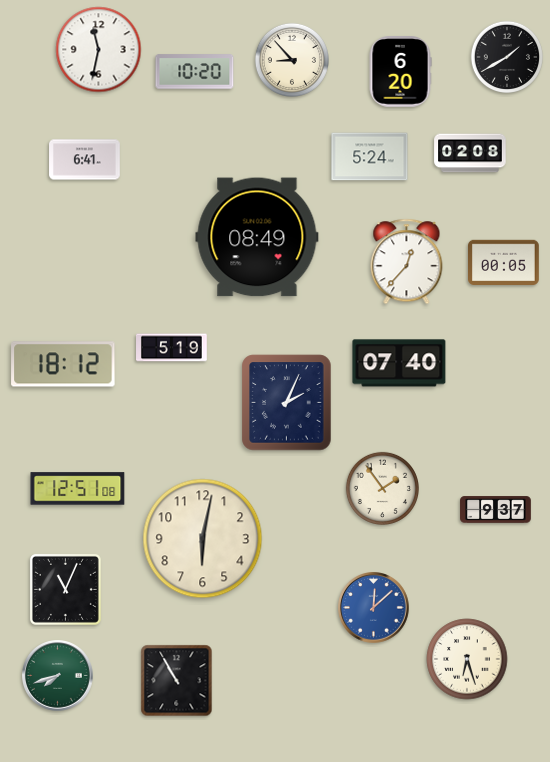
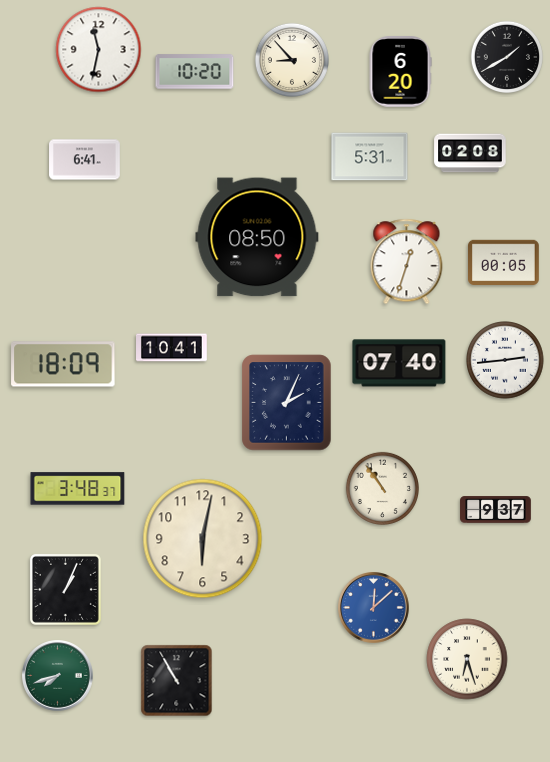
clock at (370, 157): 5:24 -> 5:31
clock at (257, 237): 08:49 -> 08:50
clock at (407, 262): 12:37 -> 12:33
clock at (172, 348): 5:19 -> 10:41
clock at (505, 360): none -> 2:44
clock at (63, 364): 18:12 -> 18:09
clock at (382, 488): 1:54 -> 10:54
clock at (78, 489): 12:51 -> 3:48
clock at (65, 589): 11:04 -> 1:04
